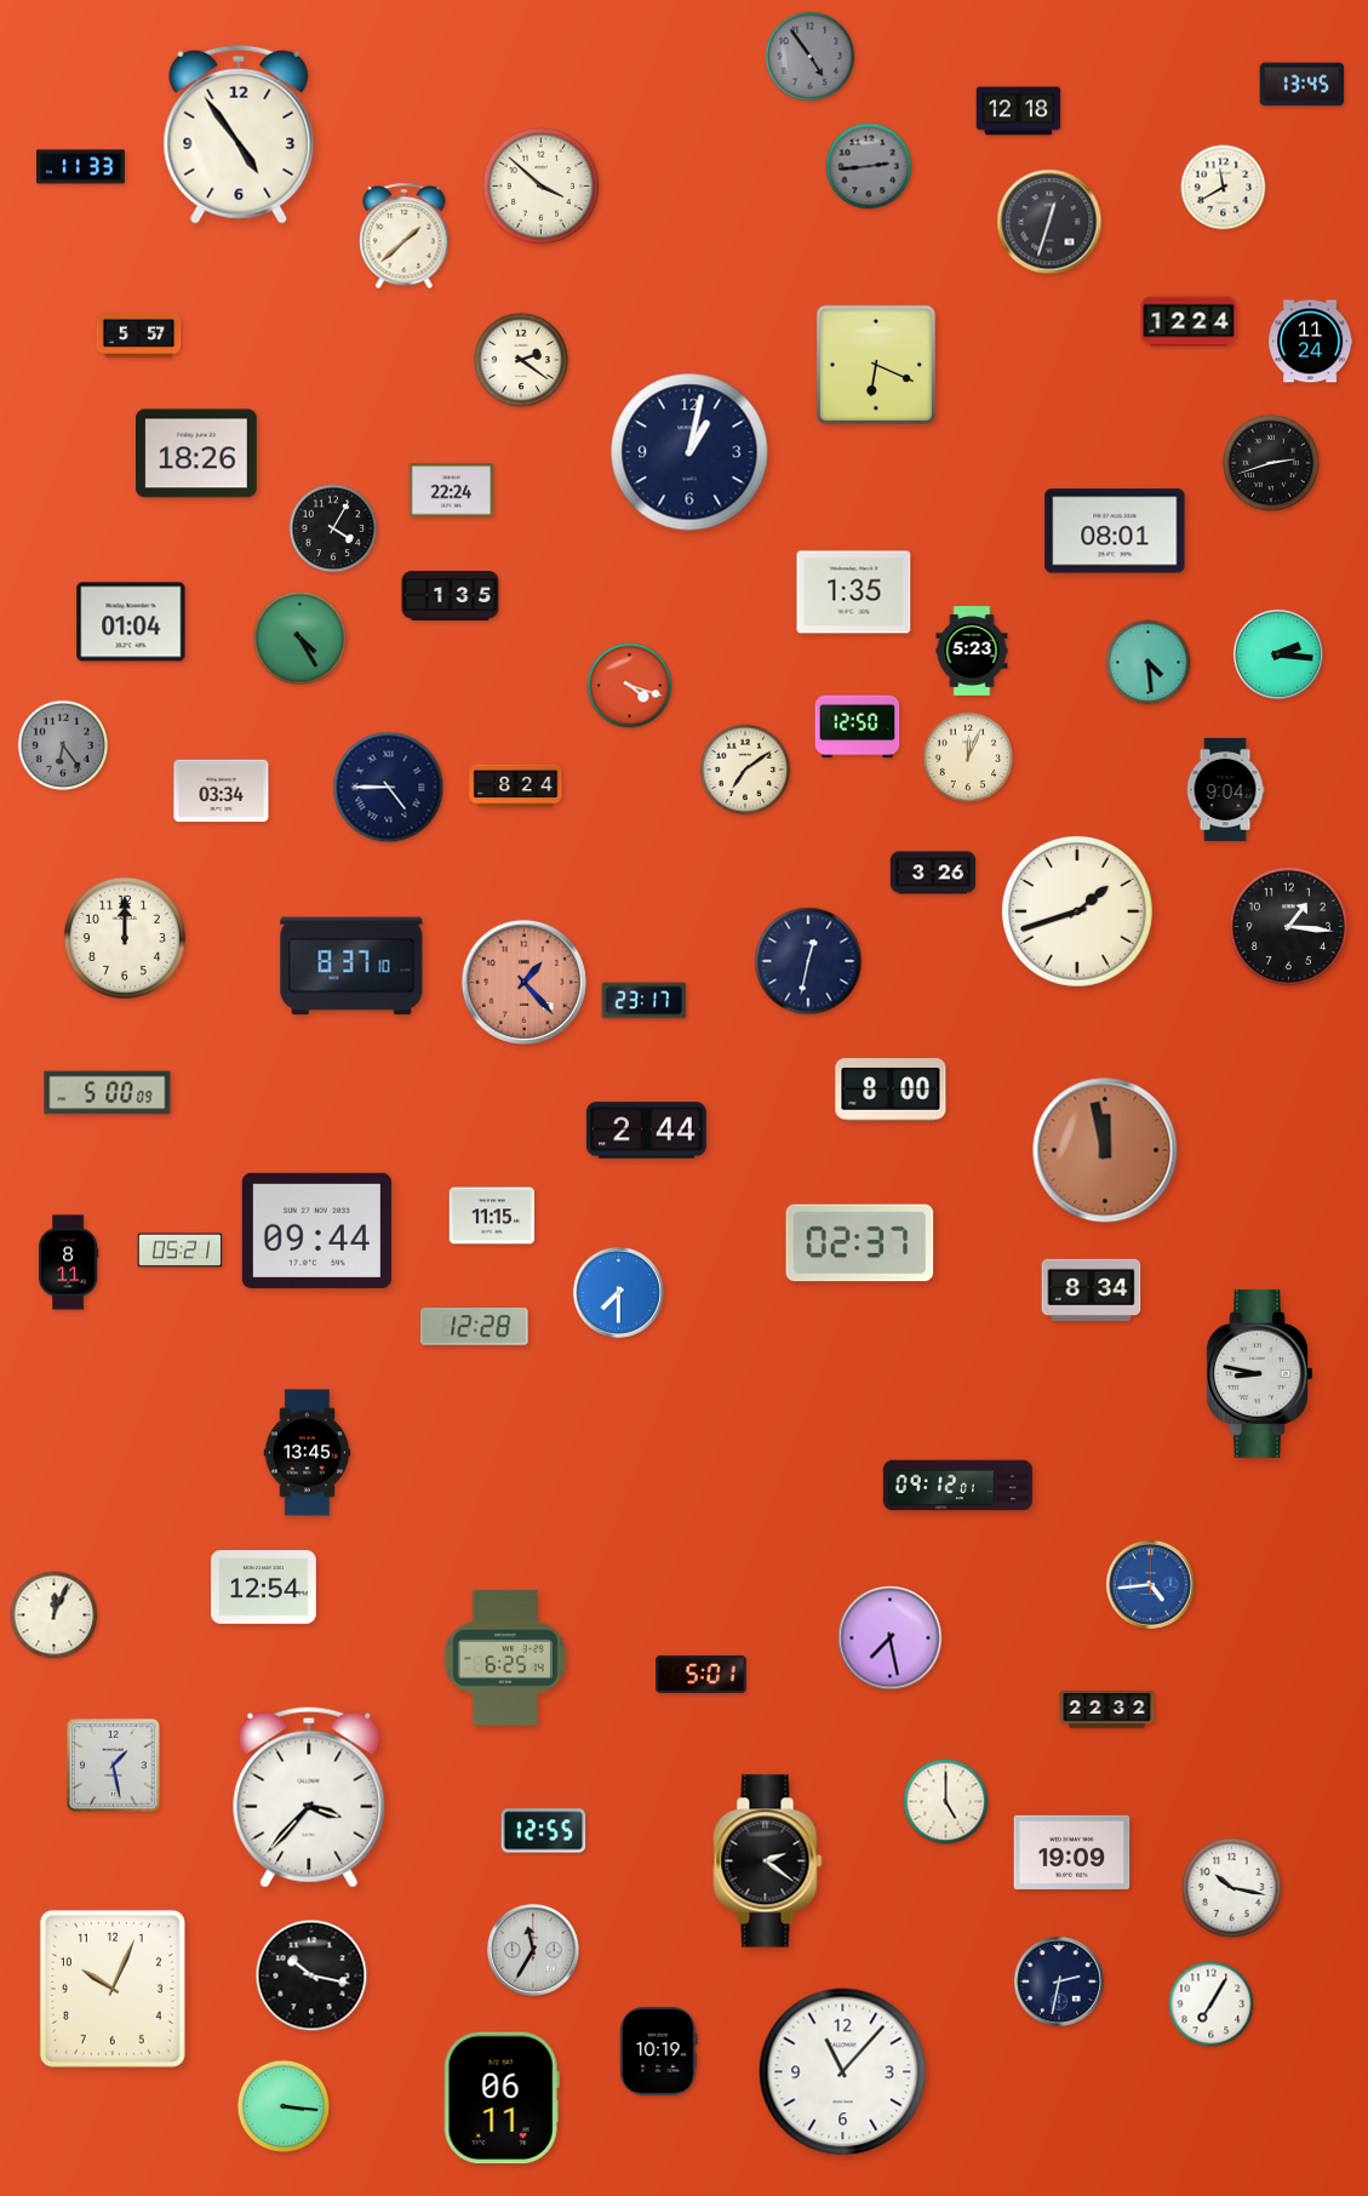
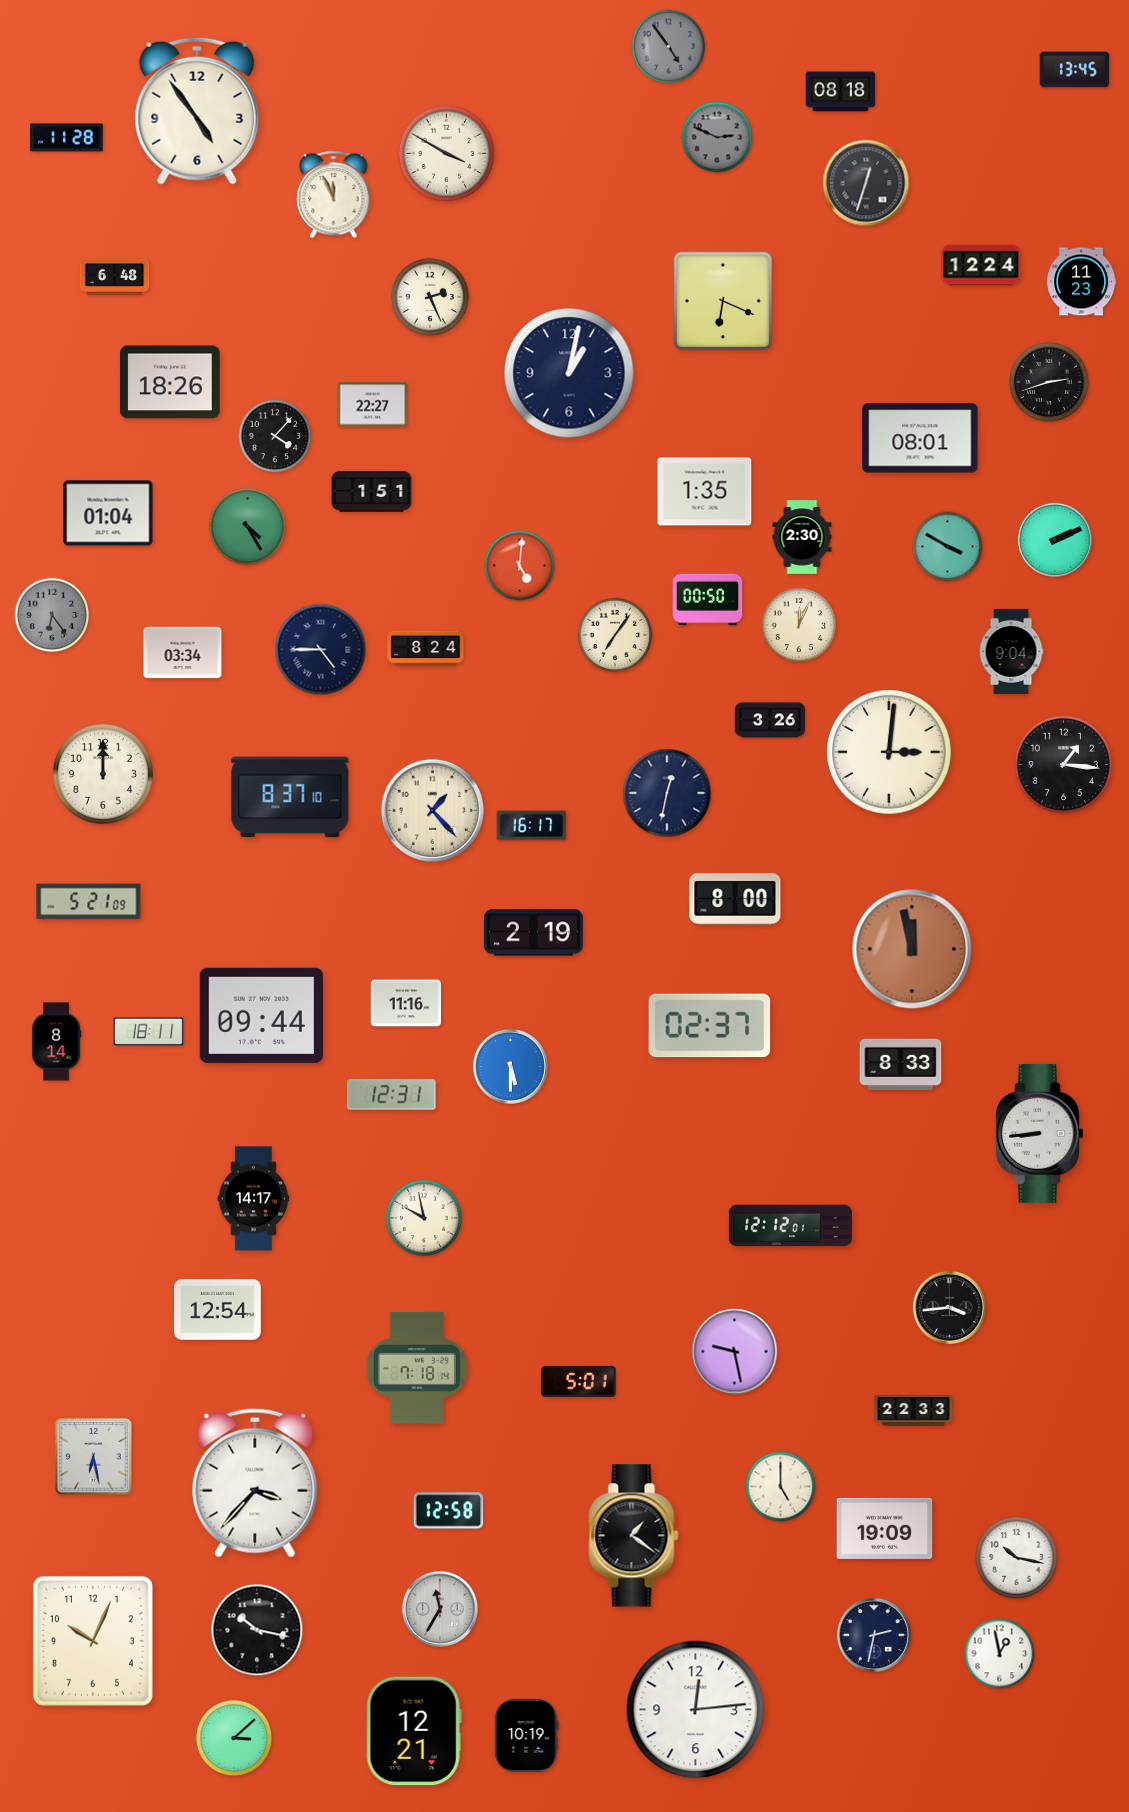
clock at (1019, 111): 12:18 -> 08:18
clock at (869, 166): 2:44 -> 2:49
clock at (80, 167): 11:33 -> 11:28
clock at (542, 187): 3:52 -> 3:50
clock at (1224, 188): 11:40 -> none
clock at (405, 236): 1:38 -> 11:56
clock at (139, 334): 5:57 -> 6:48
clock at (1311, 342): 11:24 -> 11:23
clock at (521, 360): 2:21 -> 2:26
clock at (198, 453) position: (198, 453) -> (171, 382)
clock at (452, 491): 22:24 -> 22:27
clock at (333, 528): 4:05 -> 4:07
clock at (854, 593) position: (854, 593) -> (705, 492)
clock at (451, 596): 1:35 -> 1:51
clock at (972, 651): 5:23 -> 2:30
clock at (1278, 654): 2:16 -> 2:11
clock at (1149, 663): 4:29 -> 3:50
clock at (630, 686): 4:18 -> 5:01
clock at (858, 727): 12:50 -> 00:50
clock at (745, 770): 7:09 -> 7:06
clock at (1077, 911): 1:42 -> 3:01
clock at (523, 982) dial: salmon -> cream
clock at (645, 1001): 23:17 -> 16:17
clock at (108, 1093): 5:00 -> 5:21
clock at (646, 1131): 2:44 -> 2:19
clock at (492, 1216): 11:15 -> 11:16
clock at (181, 1251): 05:21 -> 18:11
clock at (68, 1263): 8:11 -> 8:14
clock at (1092, 1289): 8:34 -> 8:33
clock at (618, 1292): 7:30 -> 5:30
clock at (475, 1327): 12:28 -> 12:31
clock at (1260, 1373): 8:47 -> 8:44
clock at (308, 1453): 13:45 -> 14:17
clock at (423, 1217): none -> 9:58
clock at (958, 1486): 09:12 -> 12:12
clock at (1150, 1584): 4:44 -> 3:44
clock at (1150, 1584) dial: blue -> black
clock at (55, 1615): 12:04 -> none
clock at (891, 1639): 7:28 -> 9:28
clock at (505, 1658): 6:25 -> 7:18
clock at (1107, 1710): 22:32 -> 22:33
clock at (114, 1766): 1:28 -> 6:28
clock at (544, 1831): 12:55 -> 12:58
clock at (768, 1862): 2:21 -> 1:21
clock at (1212, 2005): 7:05 -> 12:58
clock at (659, 2051) position: (659, 2051) -> (527, 1735)
clock at (843, 2072): 11:07 -> 12:14
clock at (502, 2098): 06:11 -> 12:21
clock at (282, 2105): 3:16 -> 3:08
